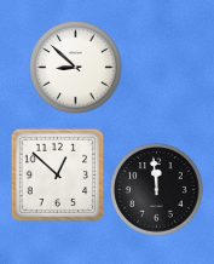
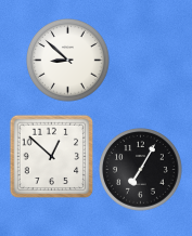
clock at (157, 190): 11:59 -> 7:05
